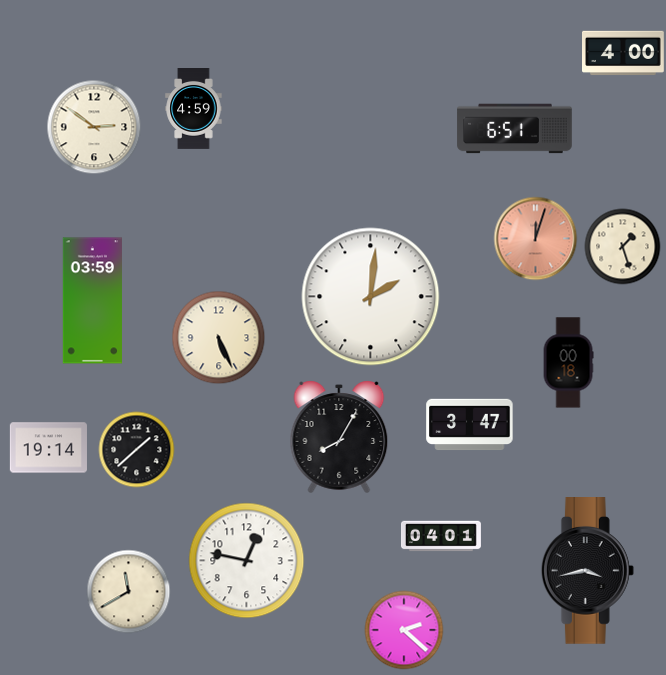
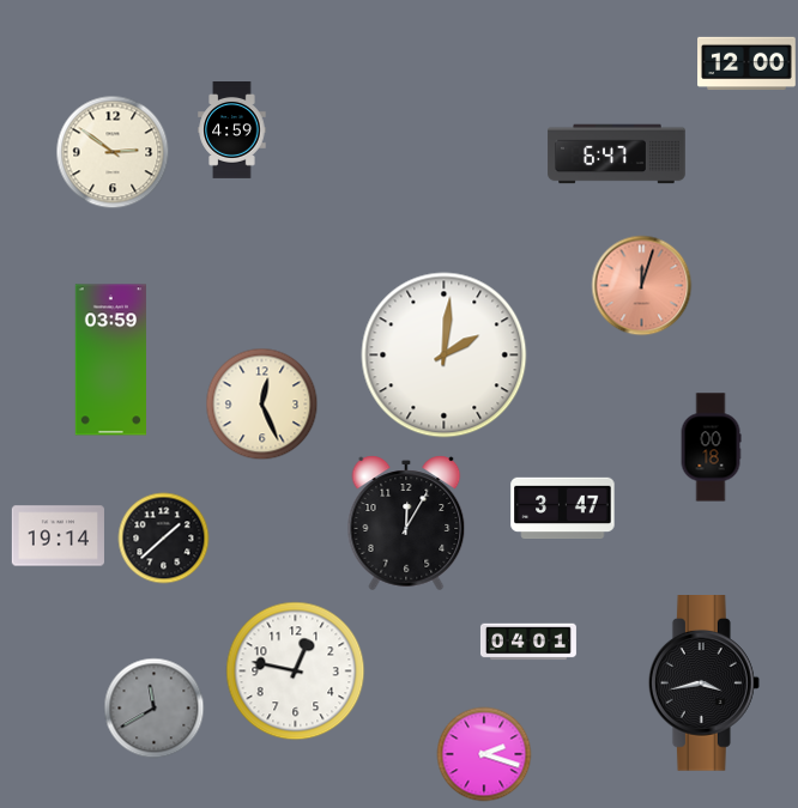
clock at (624, 53): 4:00 -> 12:00
clock at (515, 129): 6:51 -> 6:47
clock at (623, 247): 1:27 -> none
clock at (219, 338): 5:26 -> 12:26
clock at (568, 363) position: (568, 363) -> (711, 448)
clock at (339, 437): 8:05 -> 12:05
clock at (129, 592) dial: cream -> grey
clock at (404, 630): 2:22 -> 2:18
